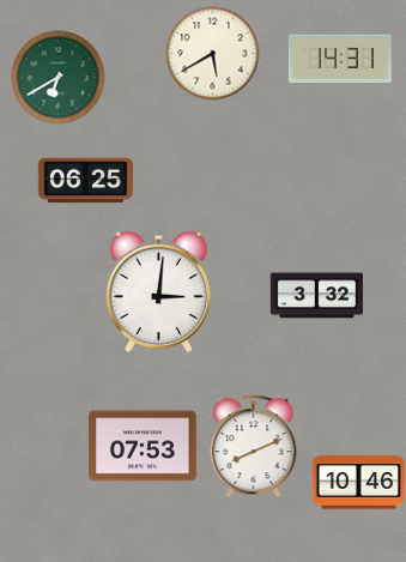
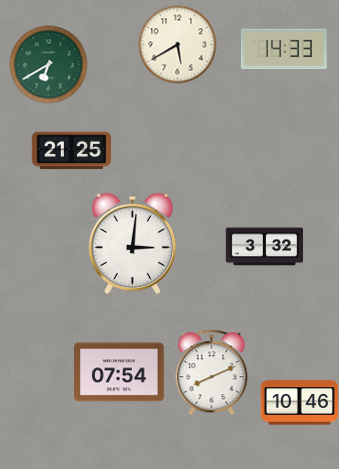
clock at (340, 59): 14:31 -> 14:33
clock at (85, 181): 06:25 -> 21:25
clock at (144, 446): 07:53 -> 07:54
